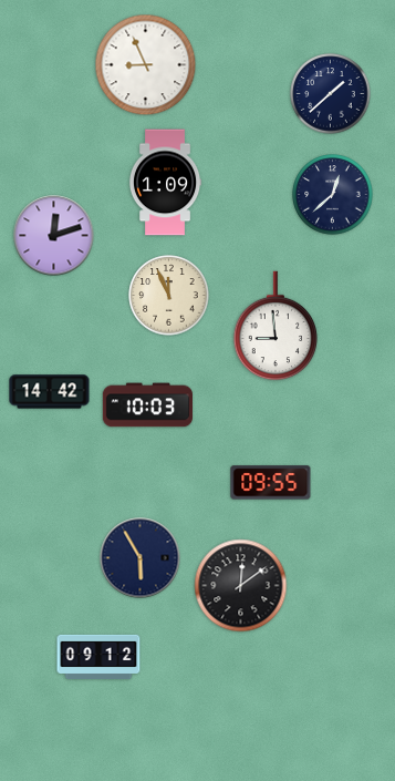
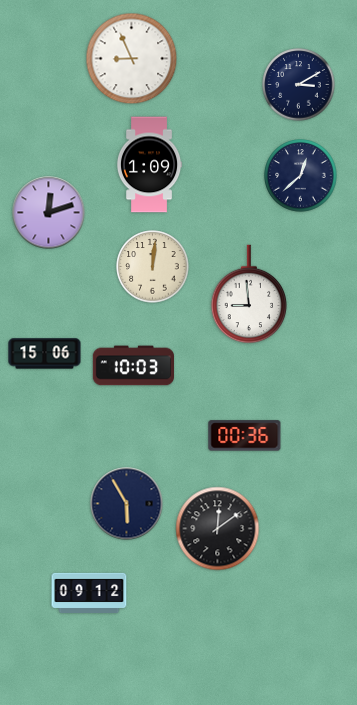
clock at (331, 94): 1:38 -> 3:10
clock at (169, 296): 11:56 -> 12:01
clock at (50, 392): 14:42 -> 15:06
clock at (271, 483): 09:55 -> 00:36
